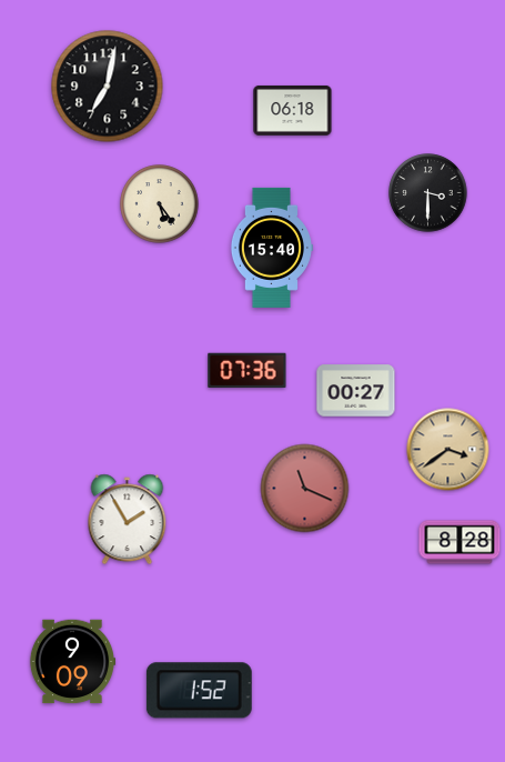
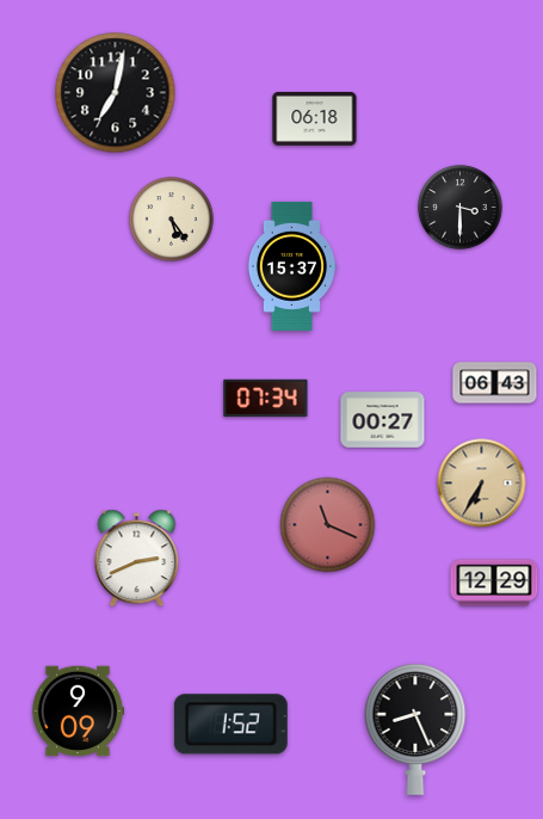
clock at (272, 248): 15:40 -> 15:37
clock at (495, 383): none -> 06:43
clock at (248, 371): 07:36 -> 07:34
clock at (448, 450): 3:39 -> 6:35
clock at (128, 520): 1:55 -> 2:41
clock at (459, 542): 8:28 -> 12:29
clock at (415, 729): none -> 8:26
clock at (199, 691) position: (199, 691) -> (230, 725)
